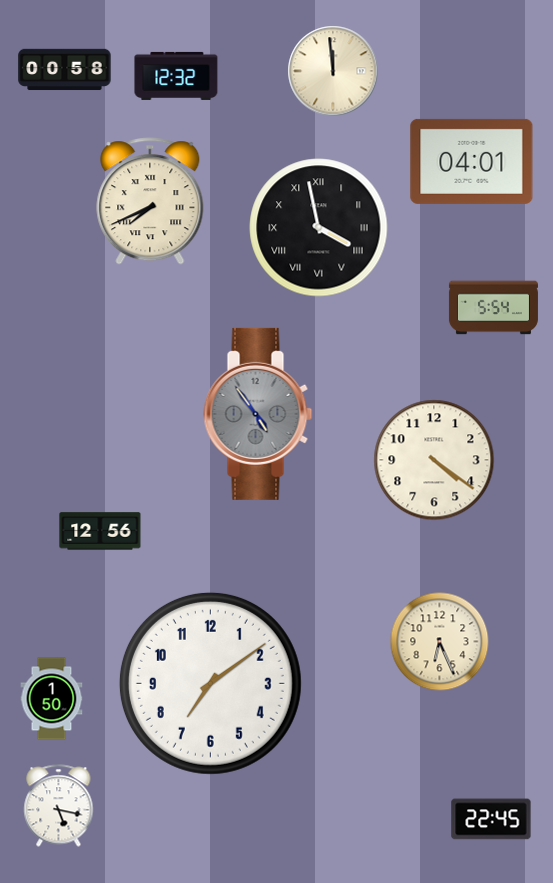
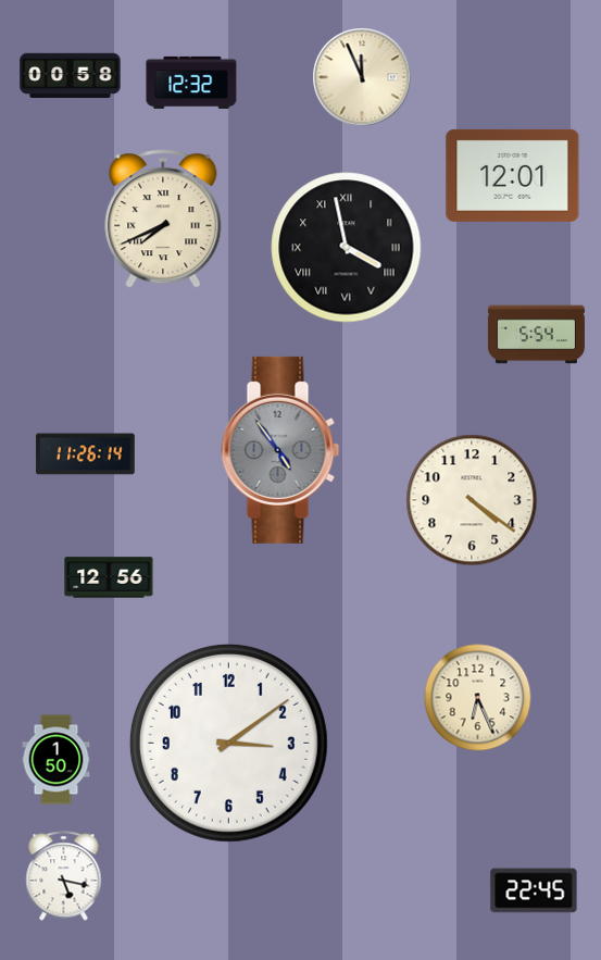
clock at (333, 71): 11:59 -> 11:56
clock at (472, 161): 04:01 -> 12:01
clock at (86, 454): none -> 11:26
clock at (210, 683): 7:09 -> 3:09
